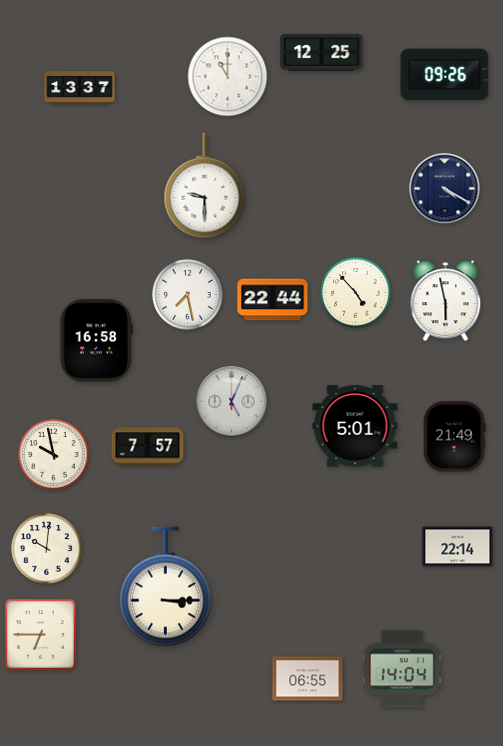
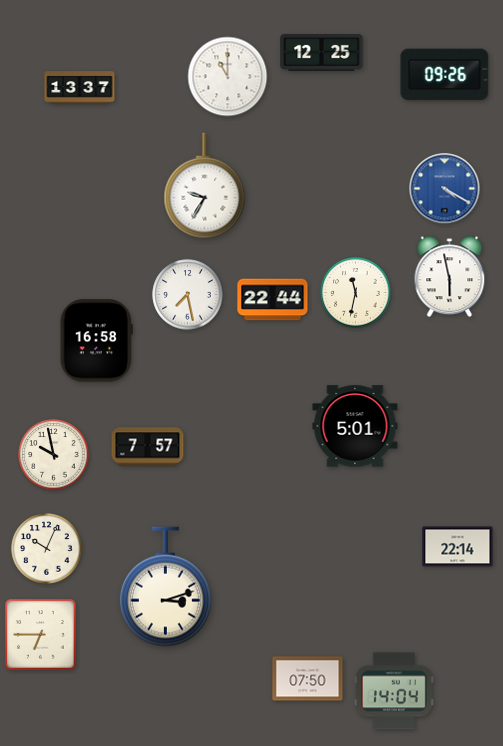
clock at (205, 186): 9:30 -> 9:35
clock at (445, 189) dial: navy -> blue
clock at (356, 293): 4:53 -> 11:32
clock at (446, 301) position: (446, 301) -> (450, 277)
clock at (232, 402): 5:04 -> none
clock at (454, 437): 21:49 -> none
clock at (47, 549): 10:01 -> 10:04
clock at (165, 587): 3:15 -> 3:12
clock at (402, 669) position: (402, 669) -> (394, 691)
clock at (308, 679): 06:55 -> 07:50
